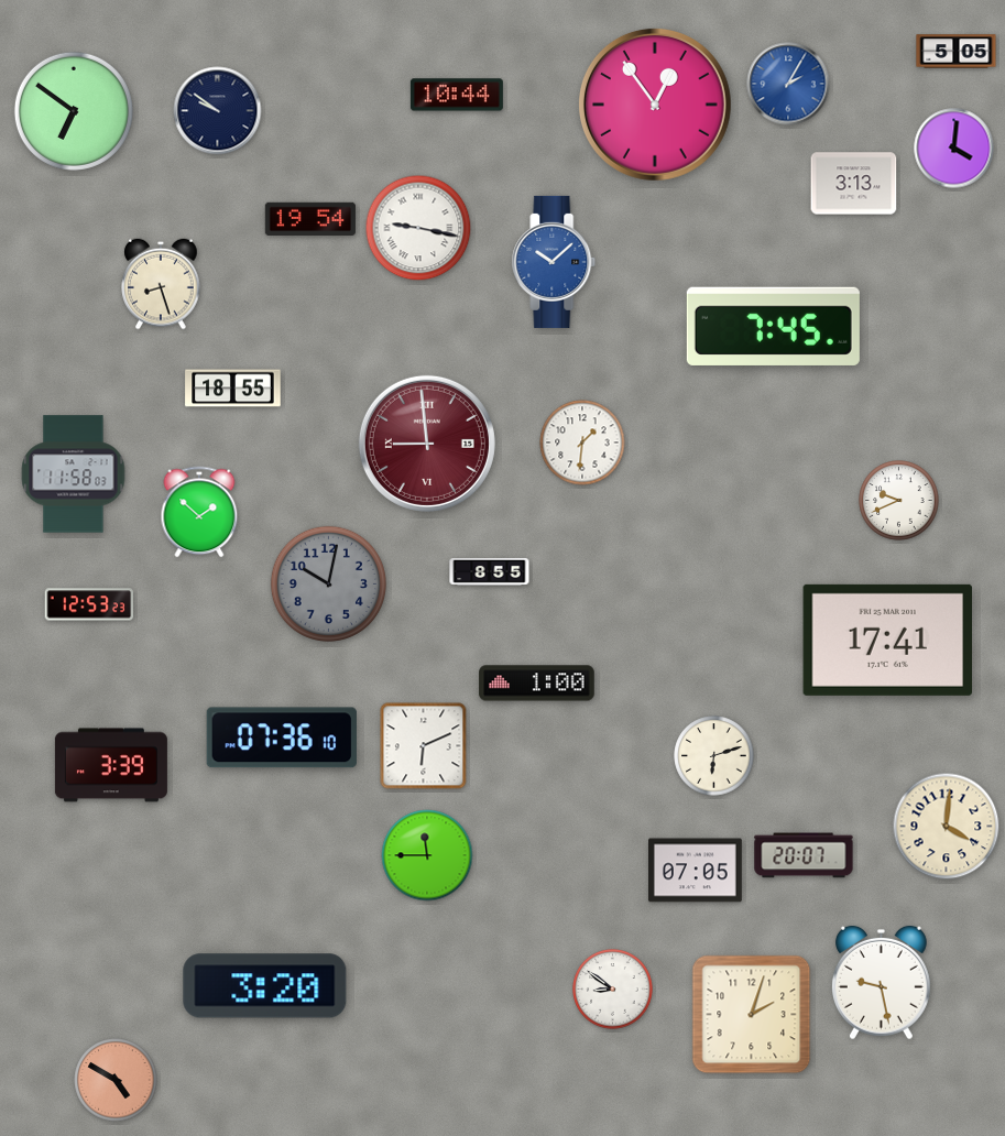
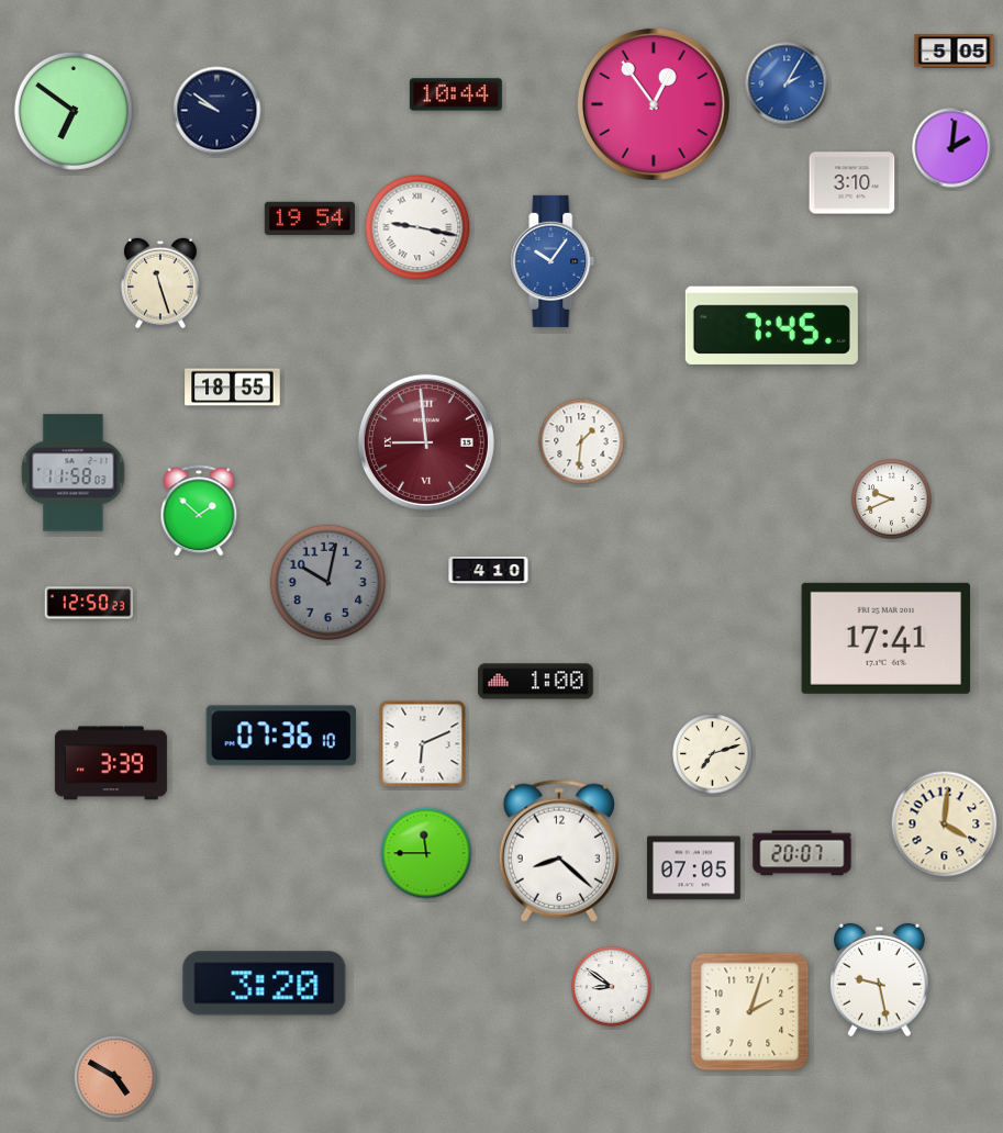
clock at (954, 149): 4:01 -> 2:01
clock at (854, 184): 3:13 -> 3:10
clock at (554, 262): 10:08 -> 10:06
clock at (161, 284): 8:27 -> 11:27
clock at (899, 501) position: (899, 501) -> (892, 500)
clock at (490, 571): 8:55 -> 4:10
clock at (89, 604): 12:53 -> 12:50
clock at (714, 756): 6:12 -> 7:12
clock at (559, 851): none -> 8:22
